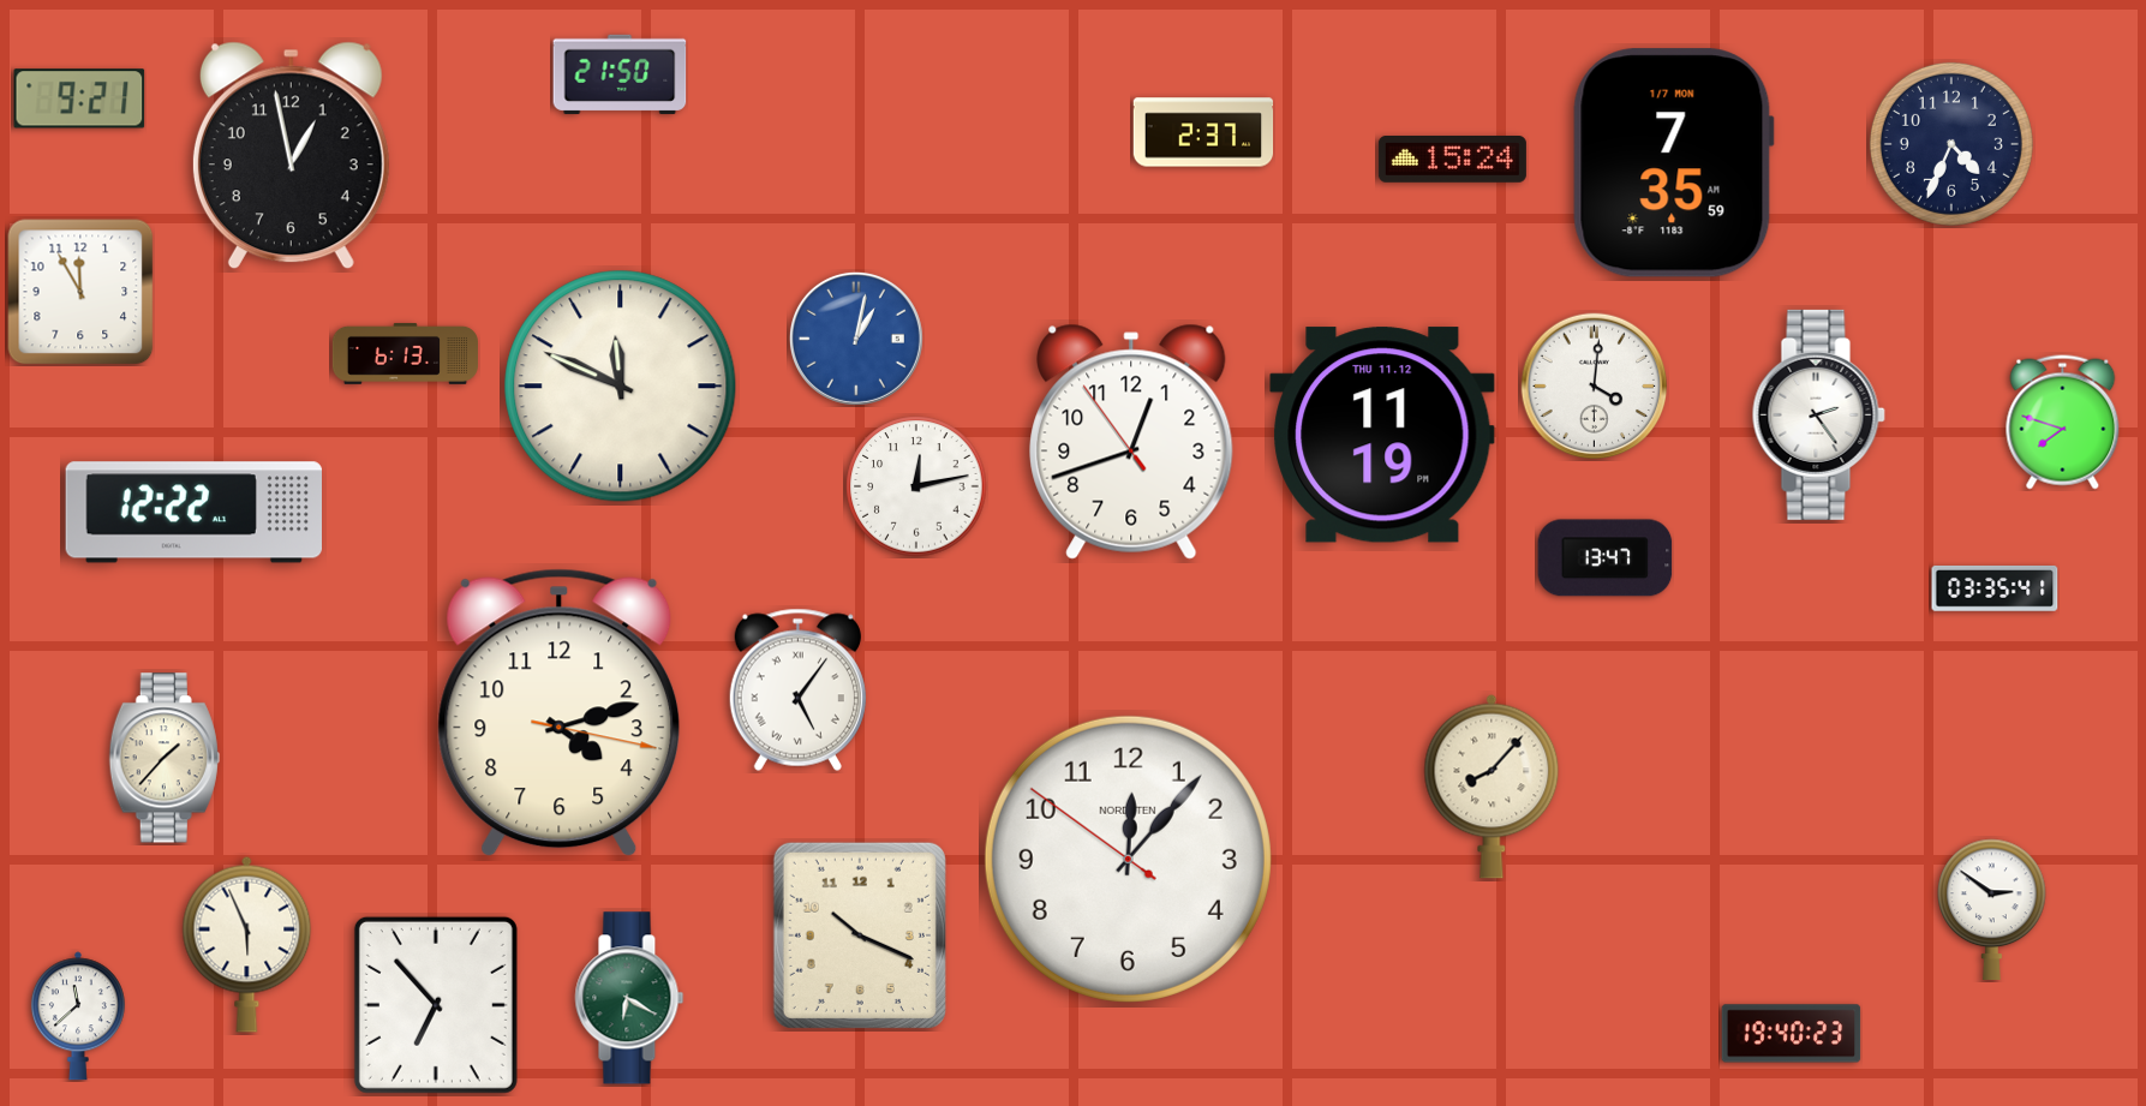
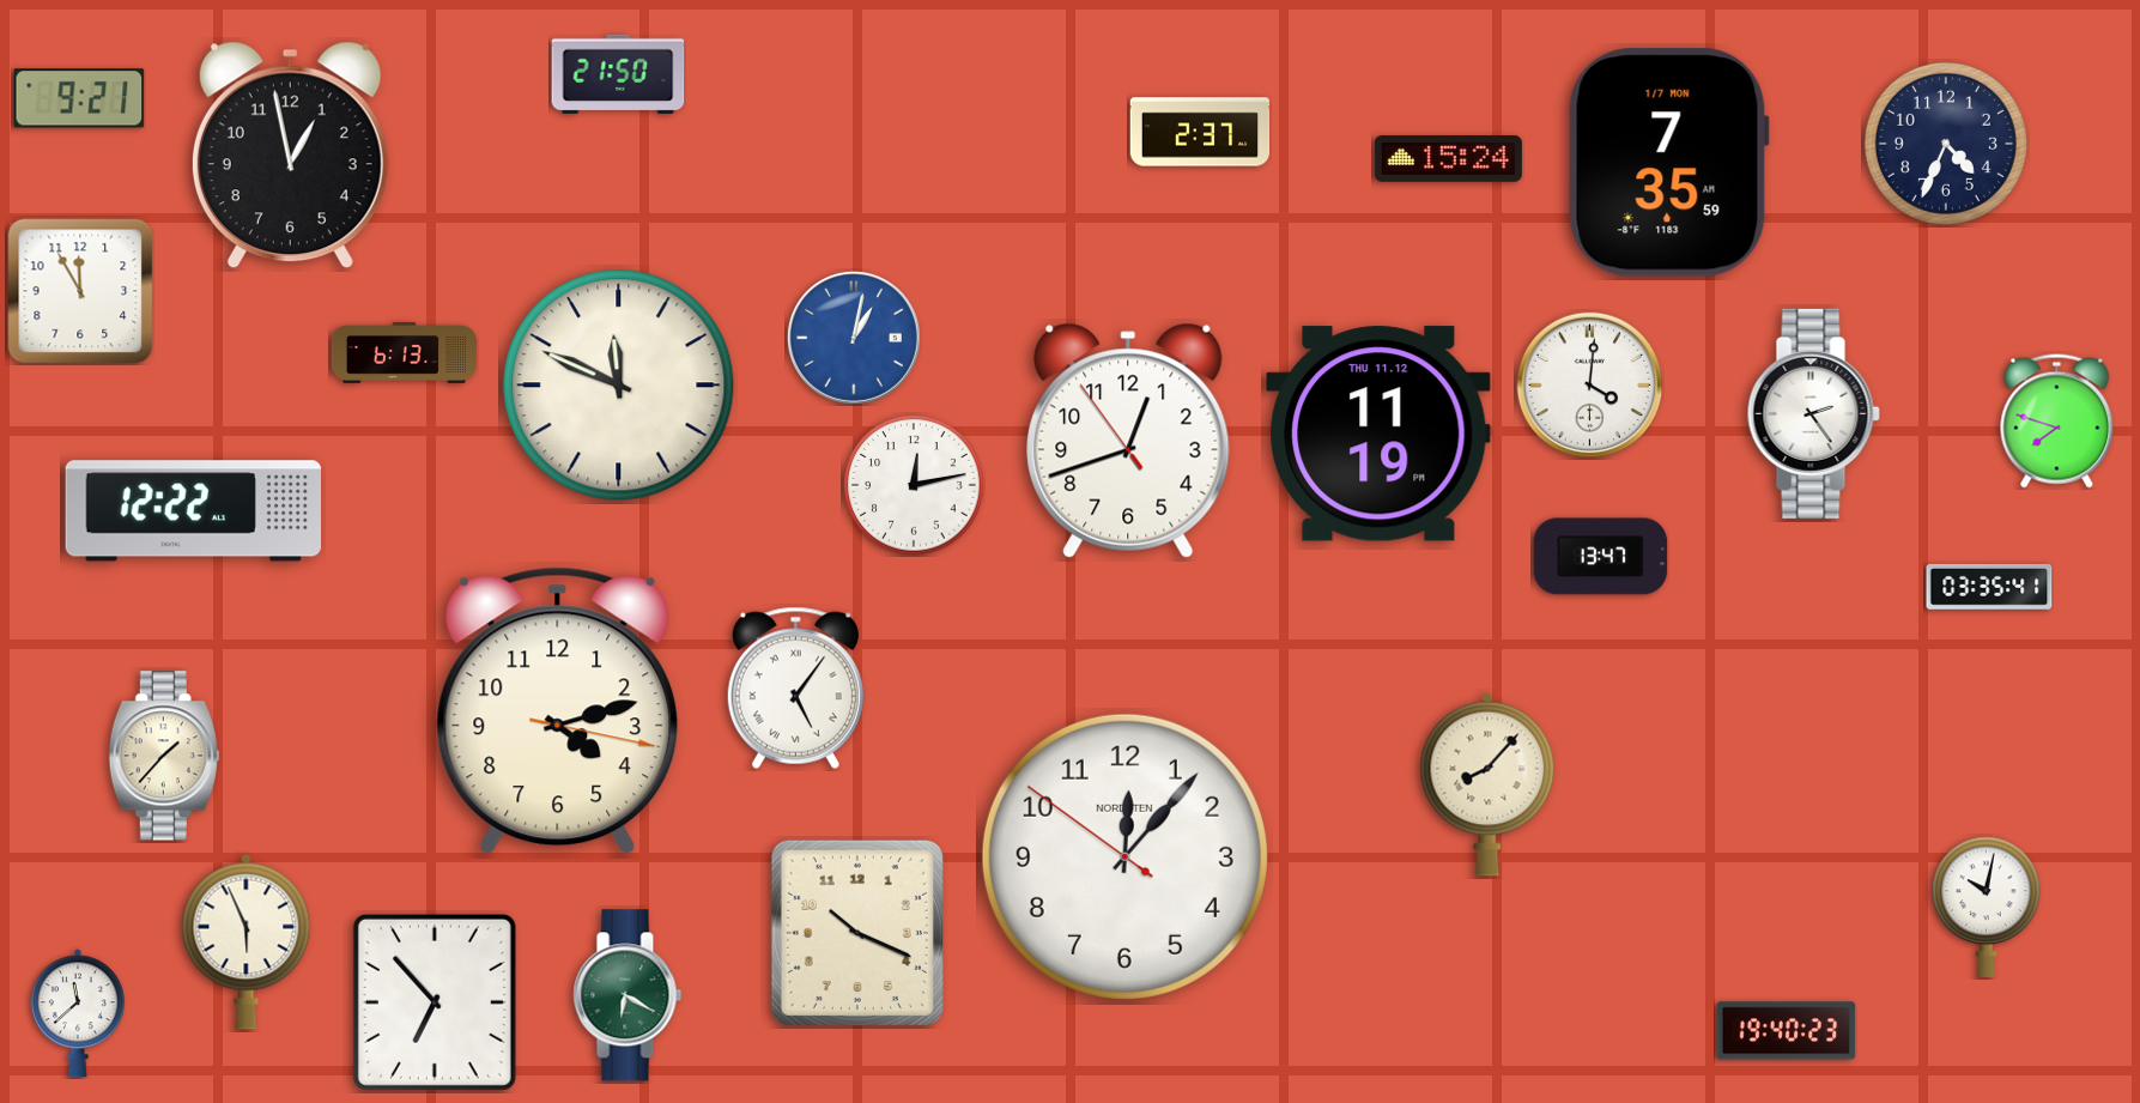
clock at (1992, 909): 2:51 -> 10:02
